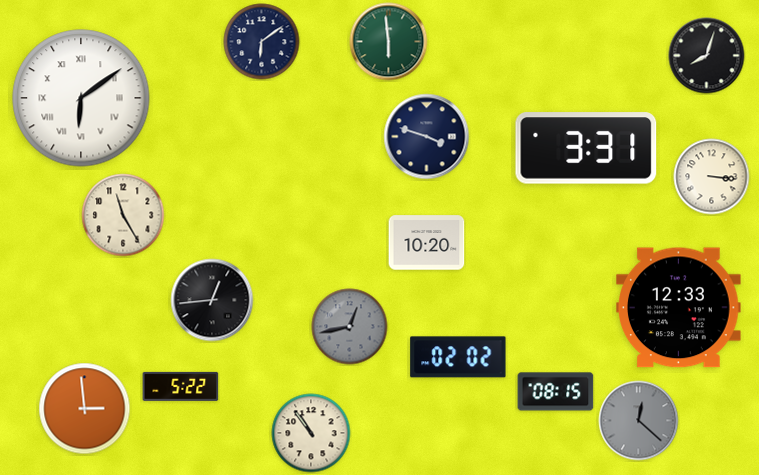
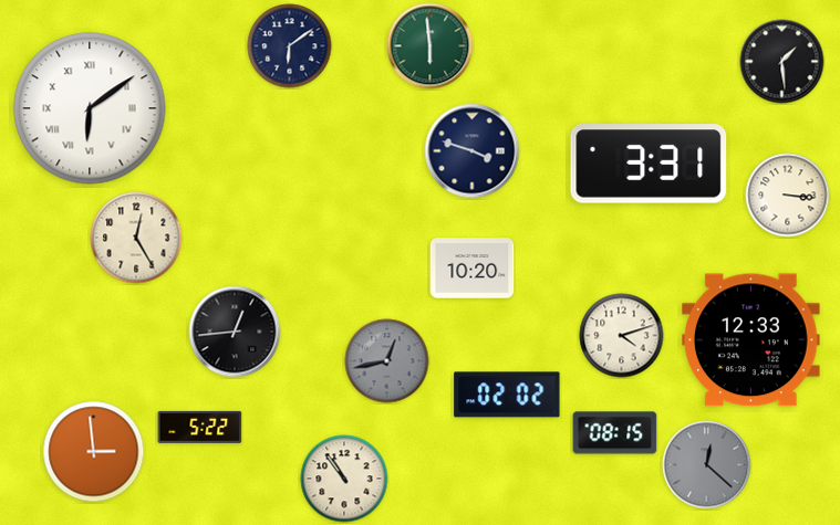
clock at (707, 56): 8:03 -> 1:29
clock at (123, 215): 11:25 -> 12:25
clock at (622, 336): none -> 4:12
